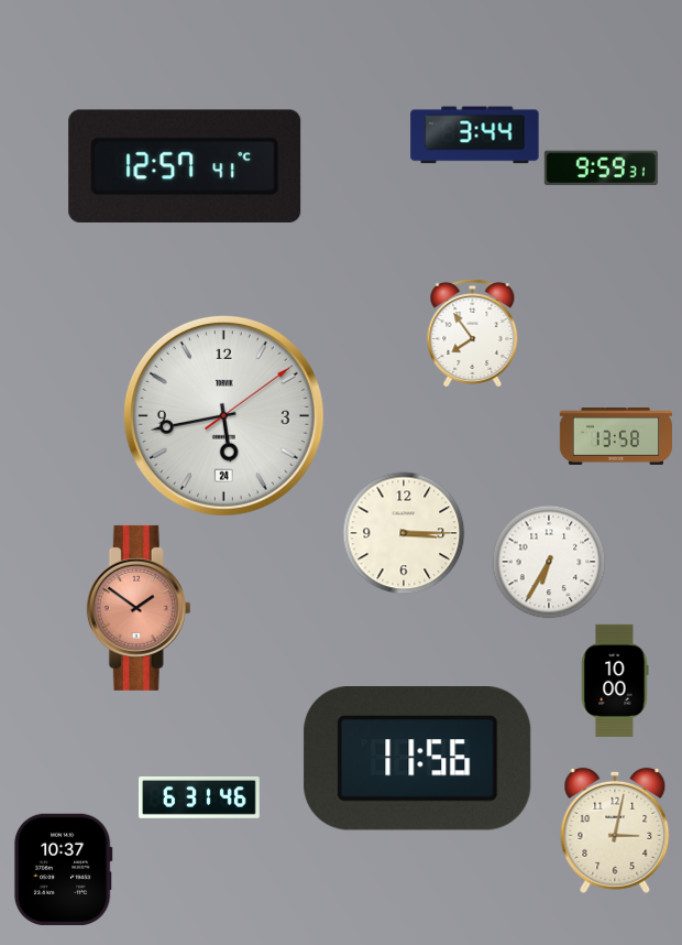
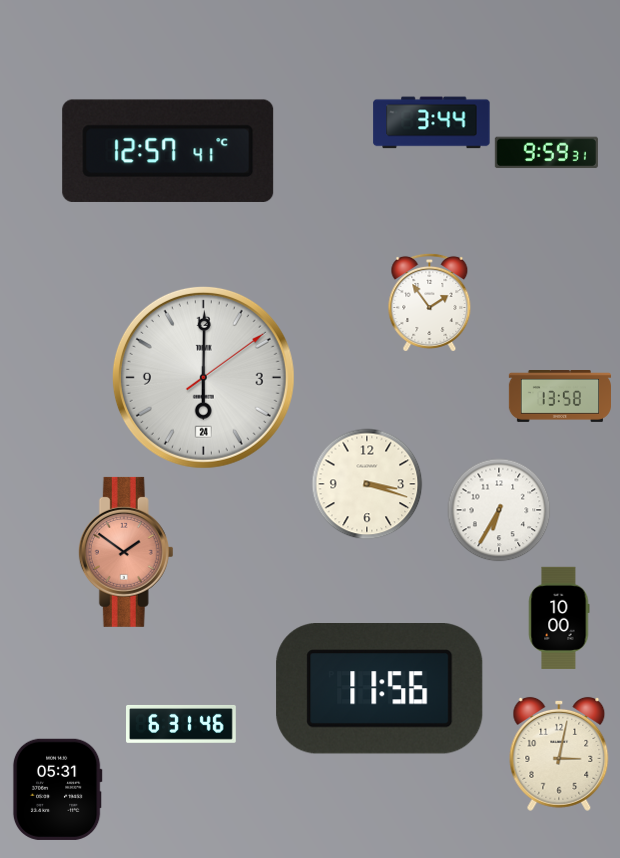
clock at (473, 333): 7:54 -> 1:54
clock at (223, 415): 5:43 -> 6:00
clock at (404, 533): 3:15 -> 3:18
clock at (63, 869): 10:37 -> 05:31
